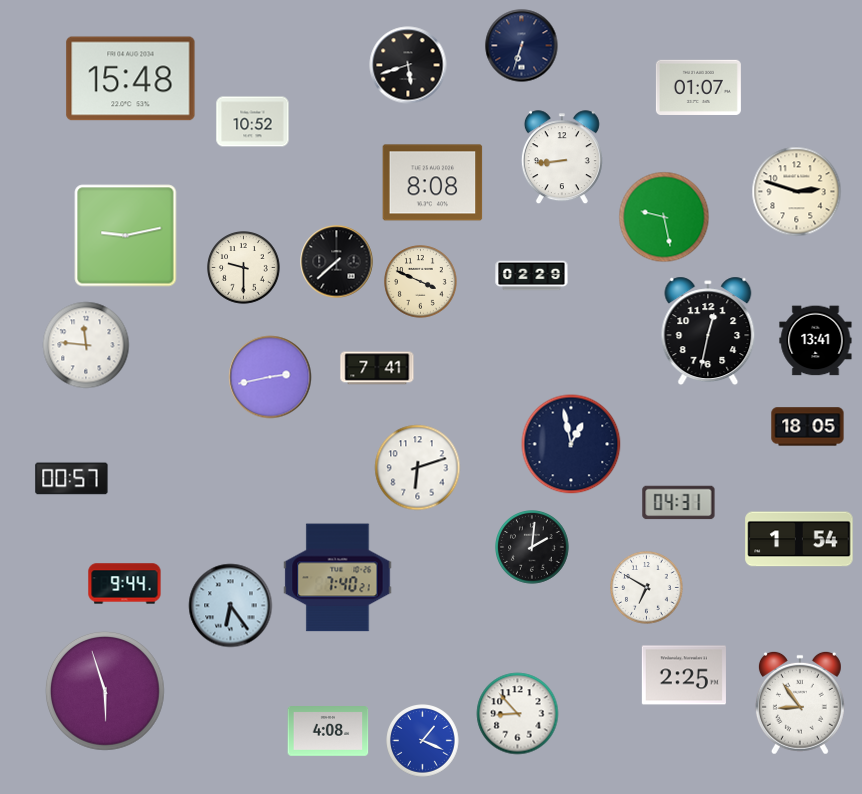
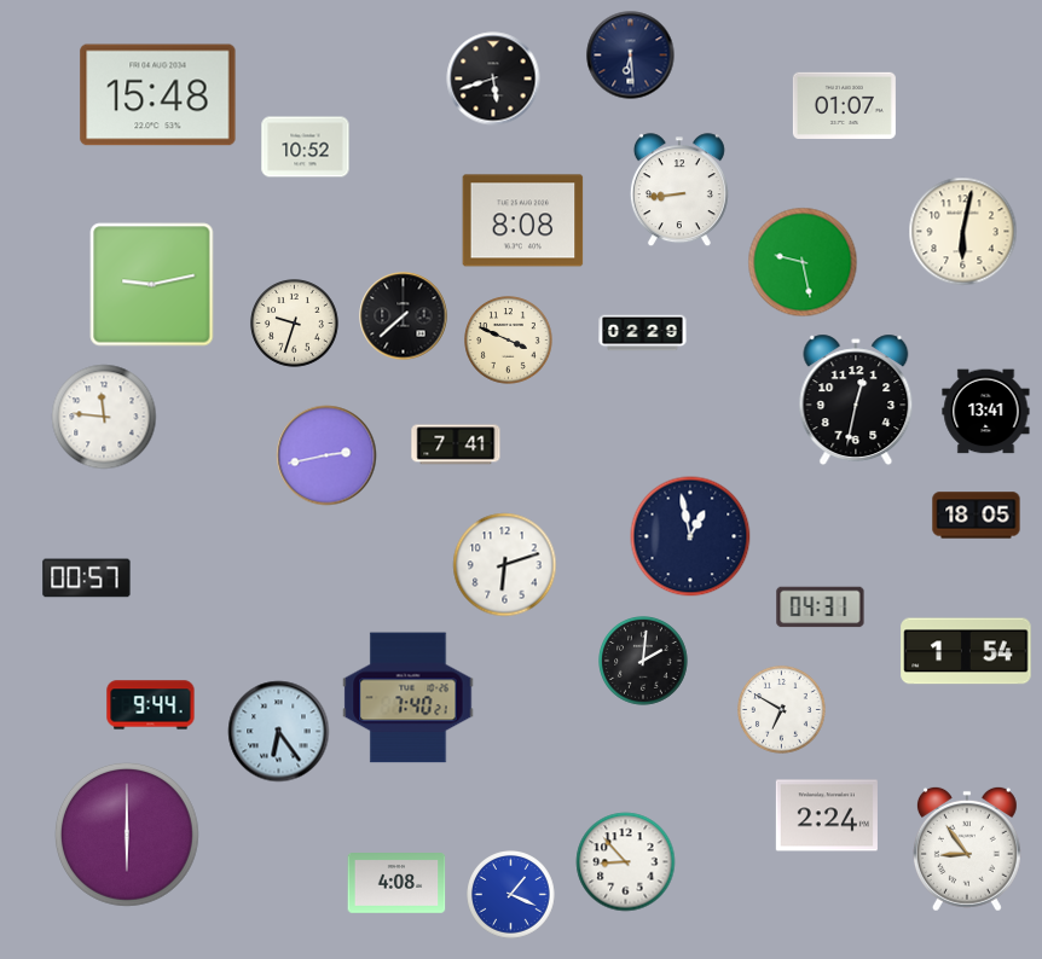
clock at (522, 46): 6:33 -> 6:29
clock at (797, 192): 2:48 -> 6:02
clock at (337, 262) position: (337, 262) -> (404, 316)
clock at (244, 268): 9:30 -> 9:33
clock at (684, 675): 2:25 -> 2:24
clock at (105, 691): 5:57 -> 6:00
